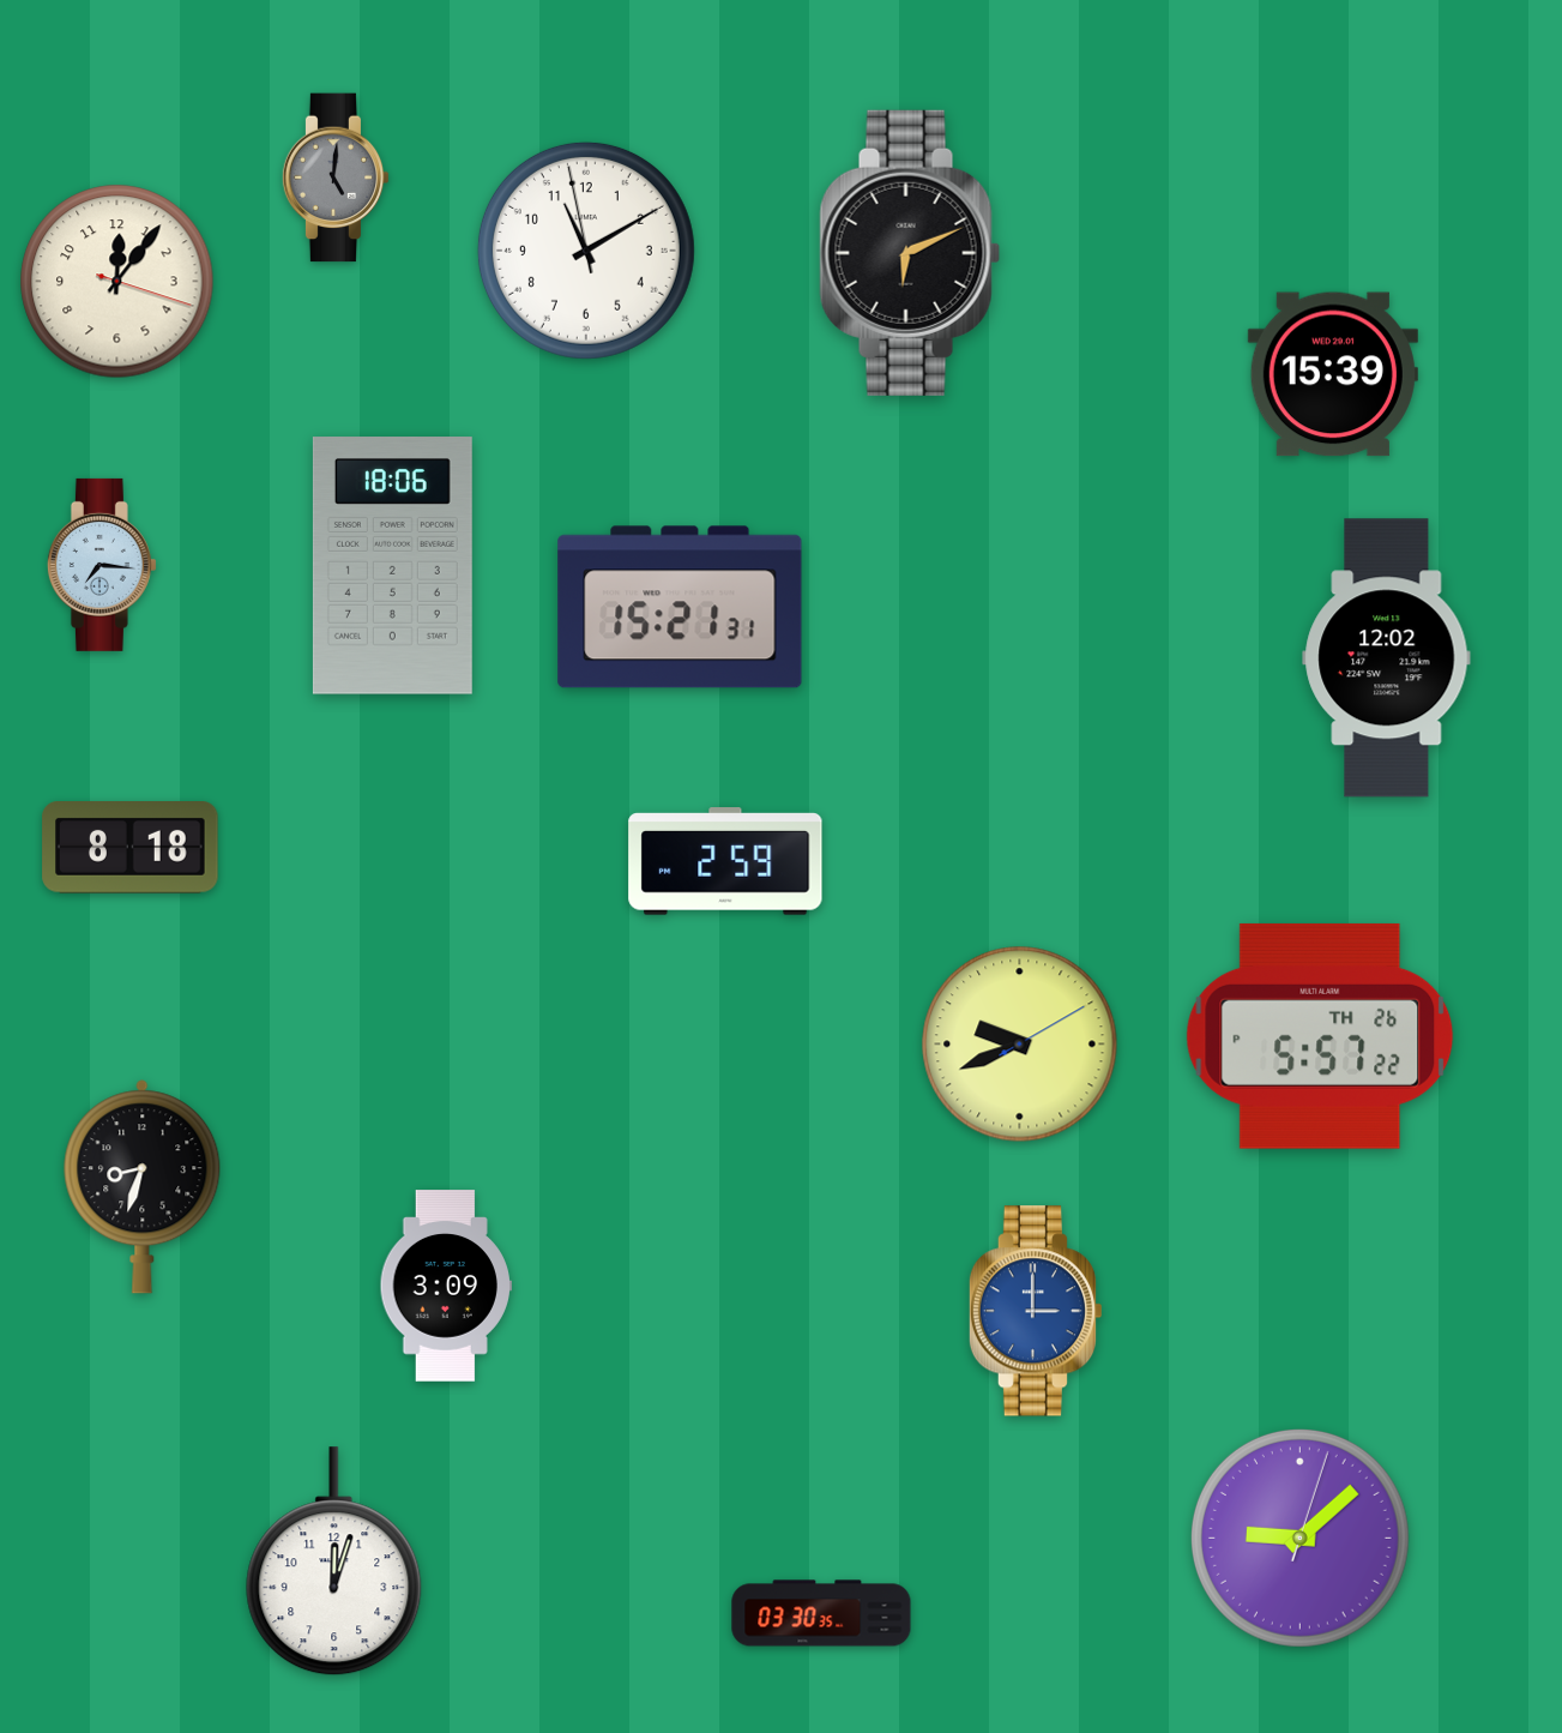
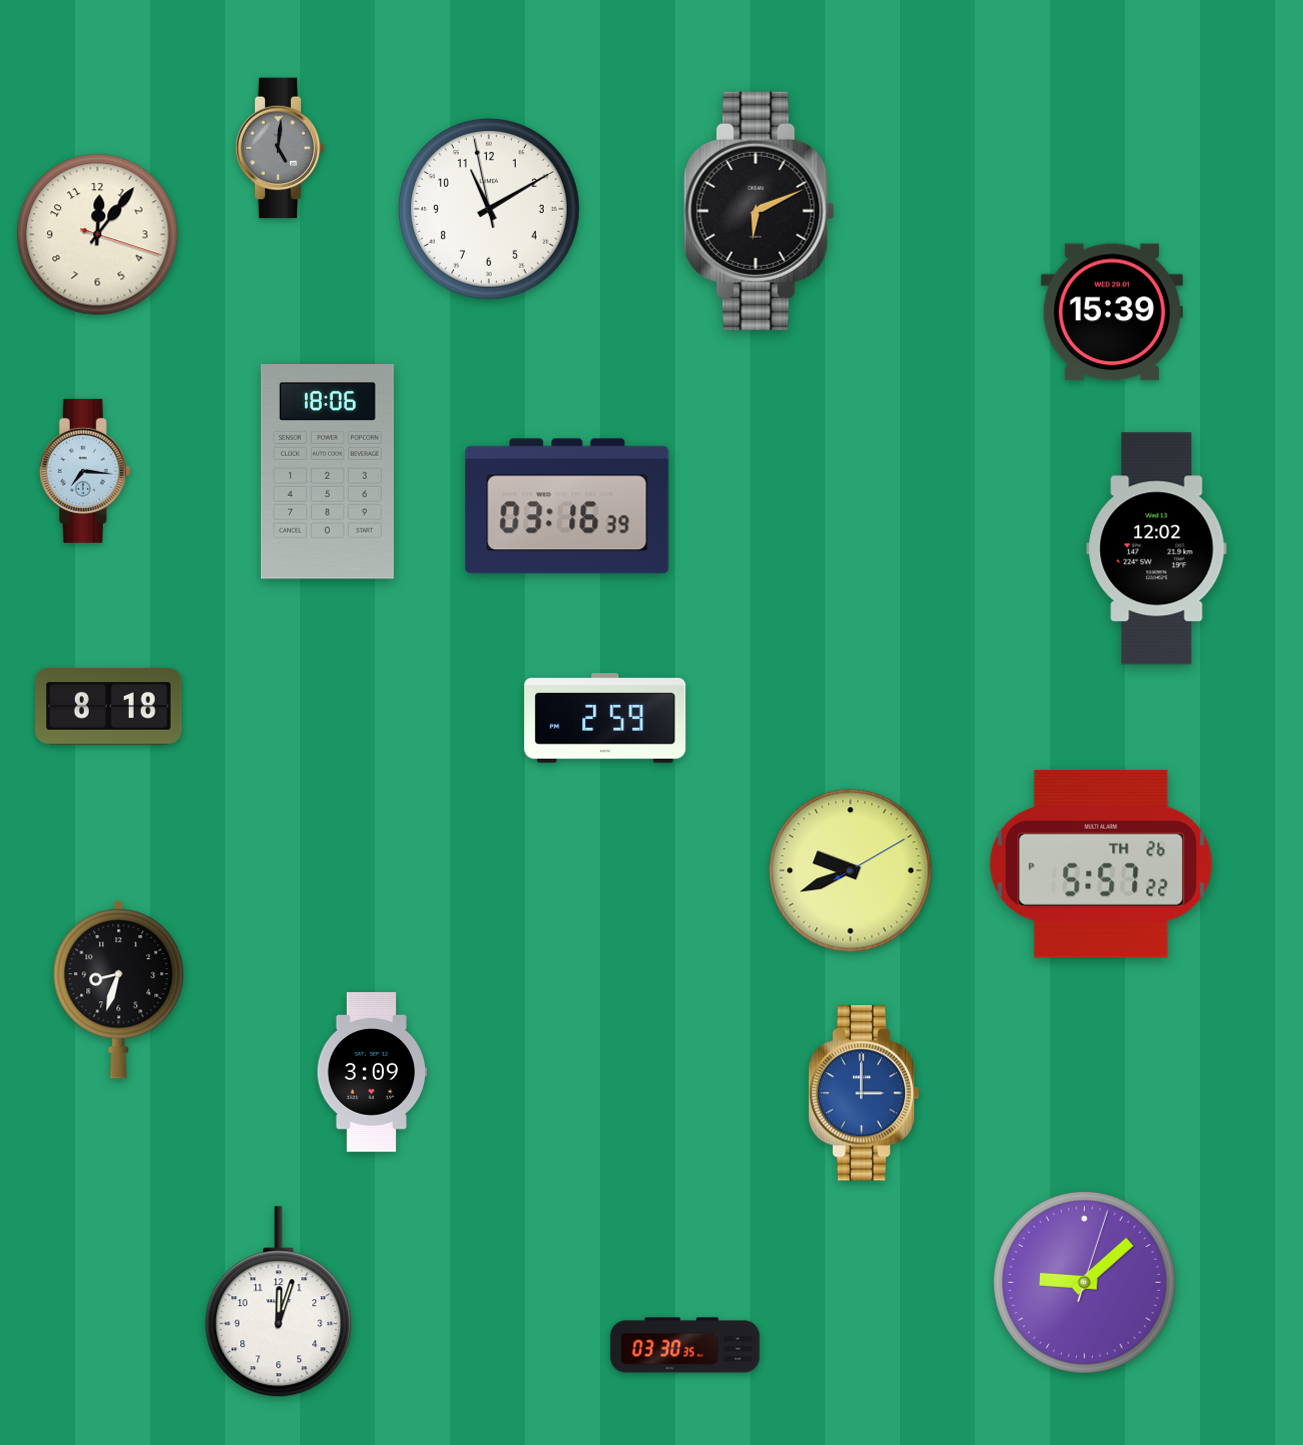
clock at (680, 607): 15:21 -> 03:16
